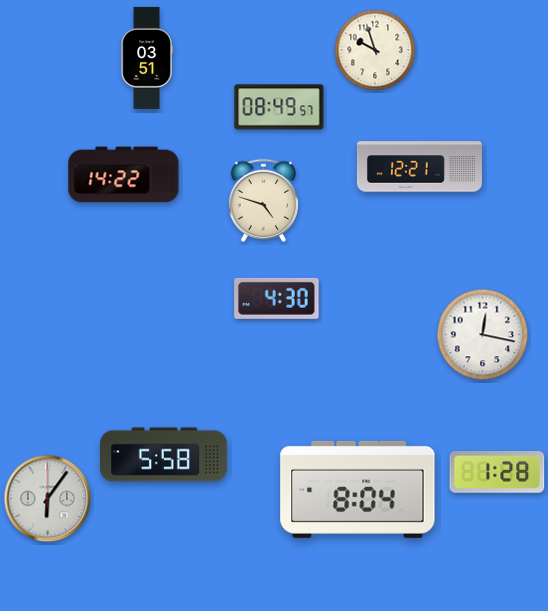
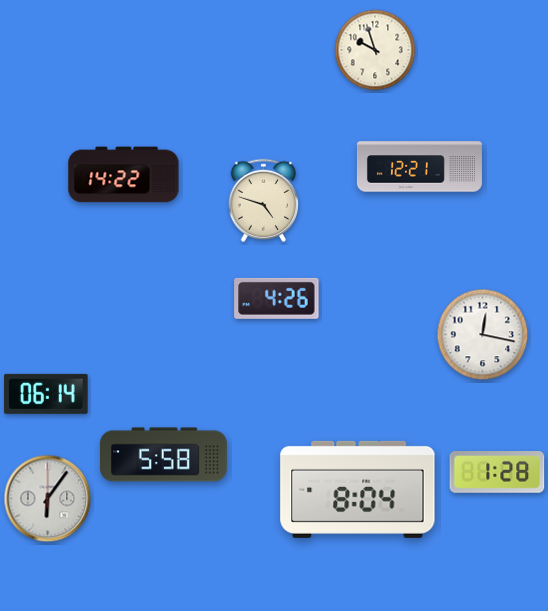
clock at (147, 58): 03:51 -> none
clock at (279, 107): 08:49 -> none
clock at (277, 298): 4:30 -> 4:26
clock at (46, 394): none -> 06:14
